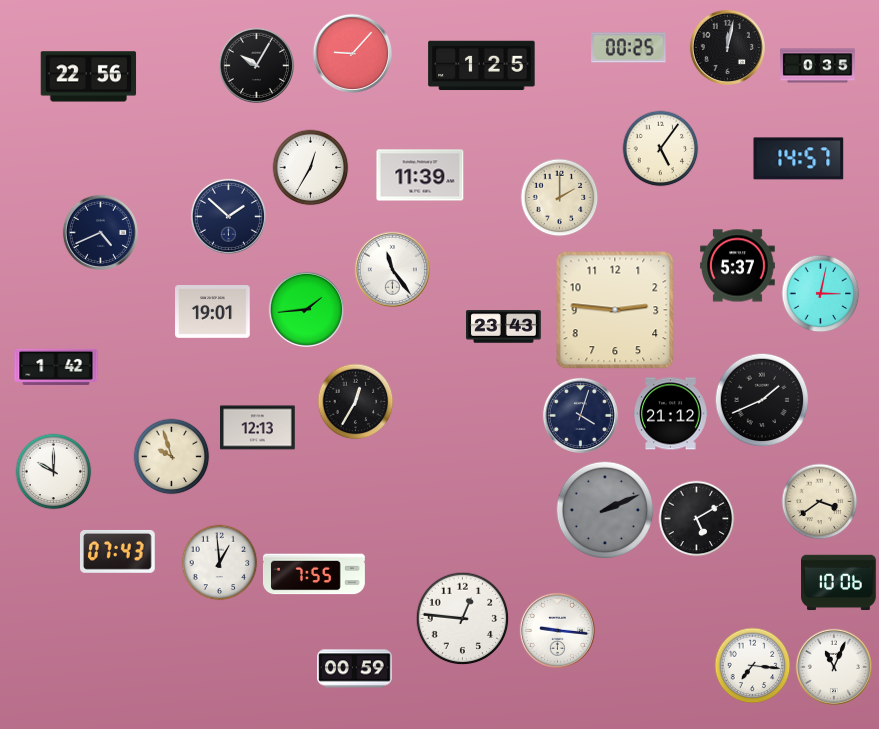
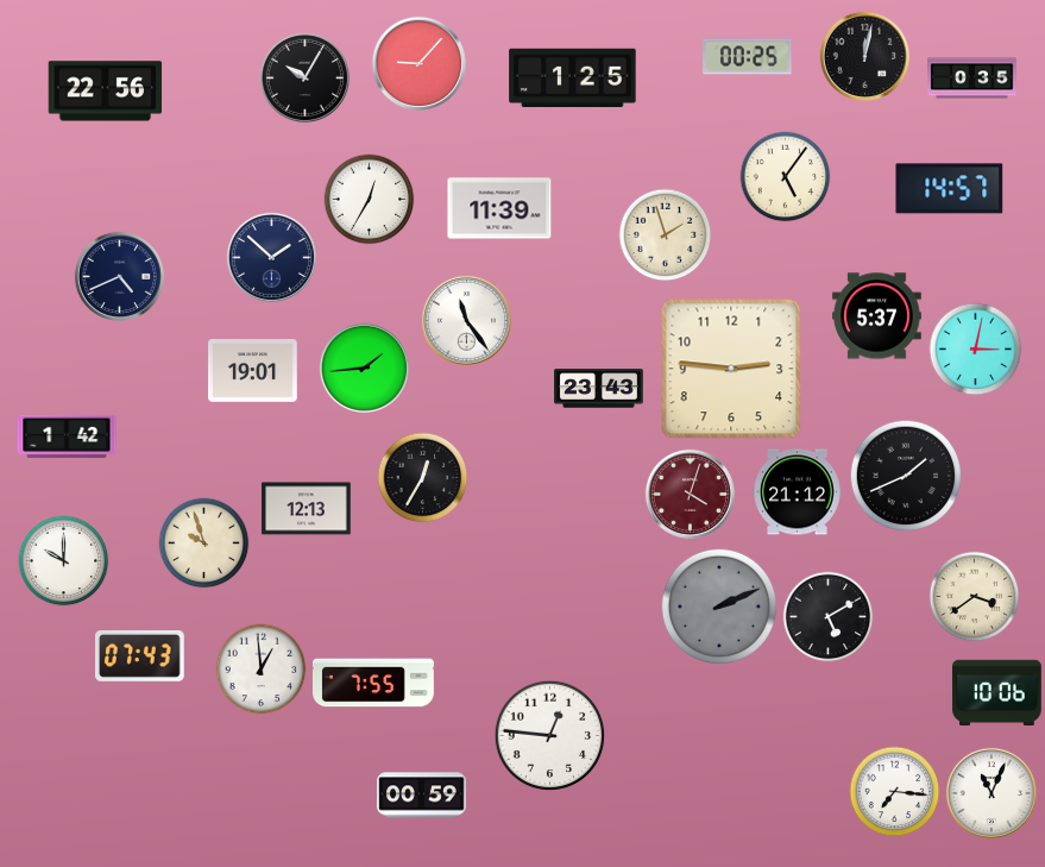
clock at (560, 198): 2:00 -> 1:57
clock at (580, 415) dial: navy -> burgundy
clock at (557, 630): 9:16 -> none
